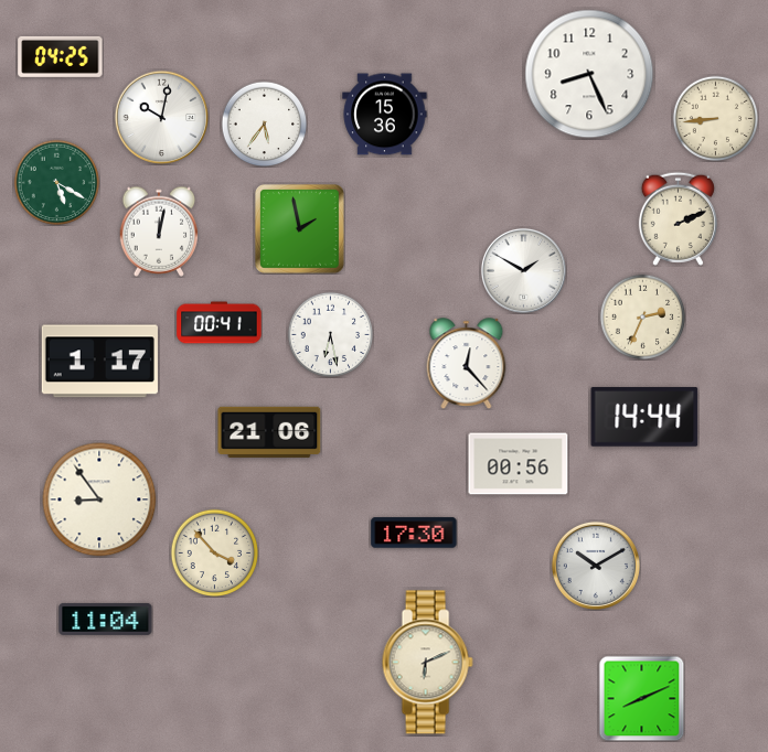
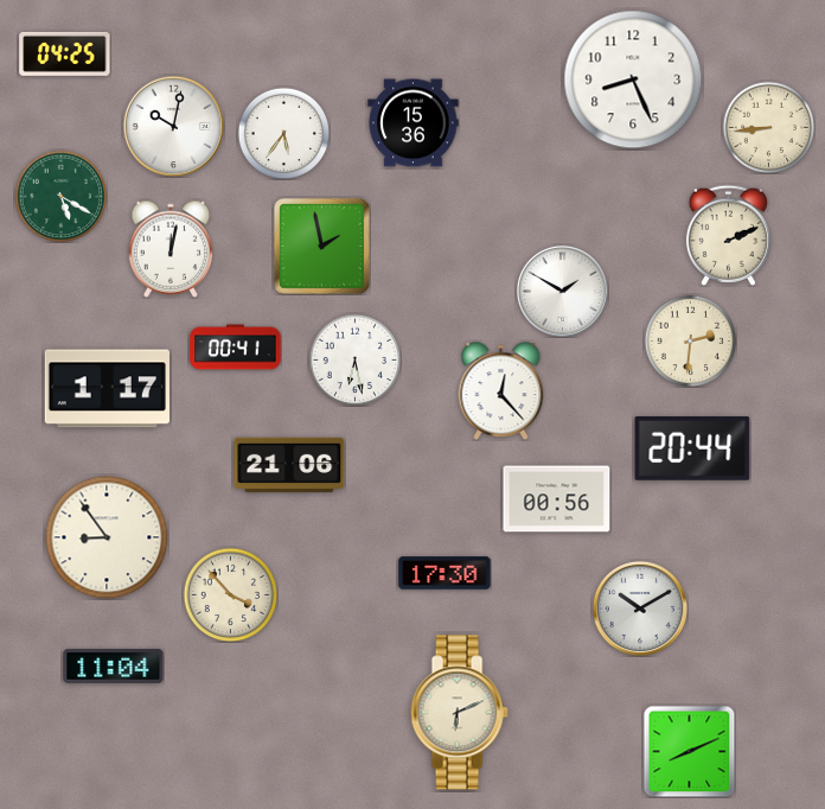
clock at (61, 56) position: (61, 56) -> (65, 53)
clock at (642, 316): 2:34 -> 2:31
clock at (644, 417): 14:44 -> 20:44
